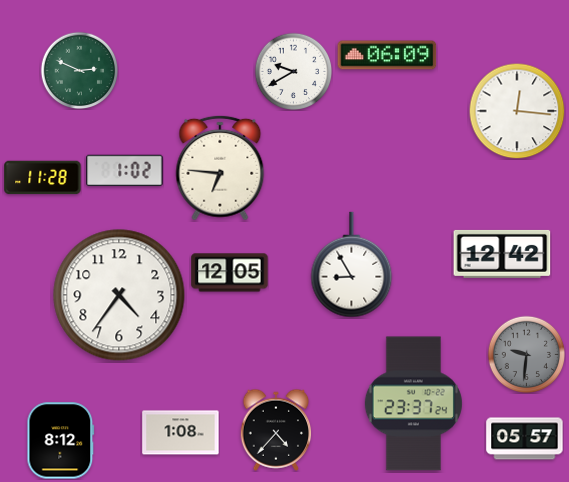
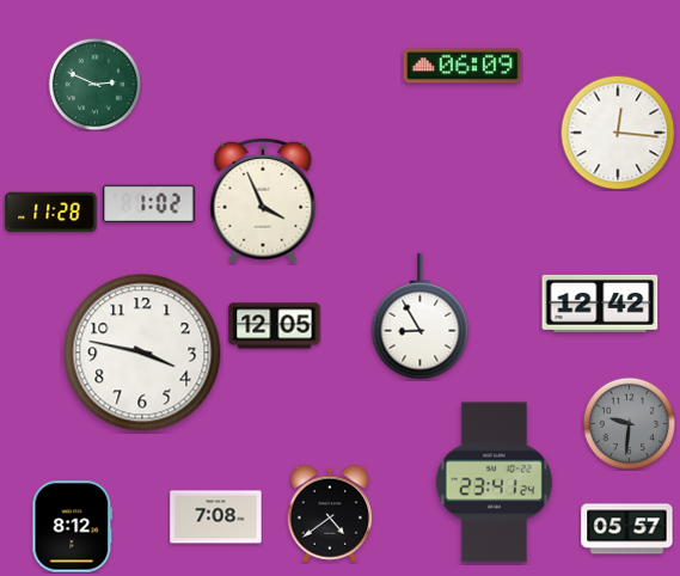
clock at (293, 71): 9:40 -> none
clock at (220, 168): 6:46 -> 3:56
clock at (119, 295): 4:36 -> 3:47
clock at (413, 404): 23:37 -> 23:41
clock at (276, 430): 4:37 -> 4:39
clock at (181, 433): 1:08 -> 7:08
clock at (525, 439) position: (525, 439) -> (627, 529)
